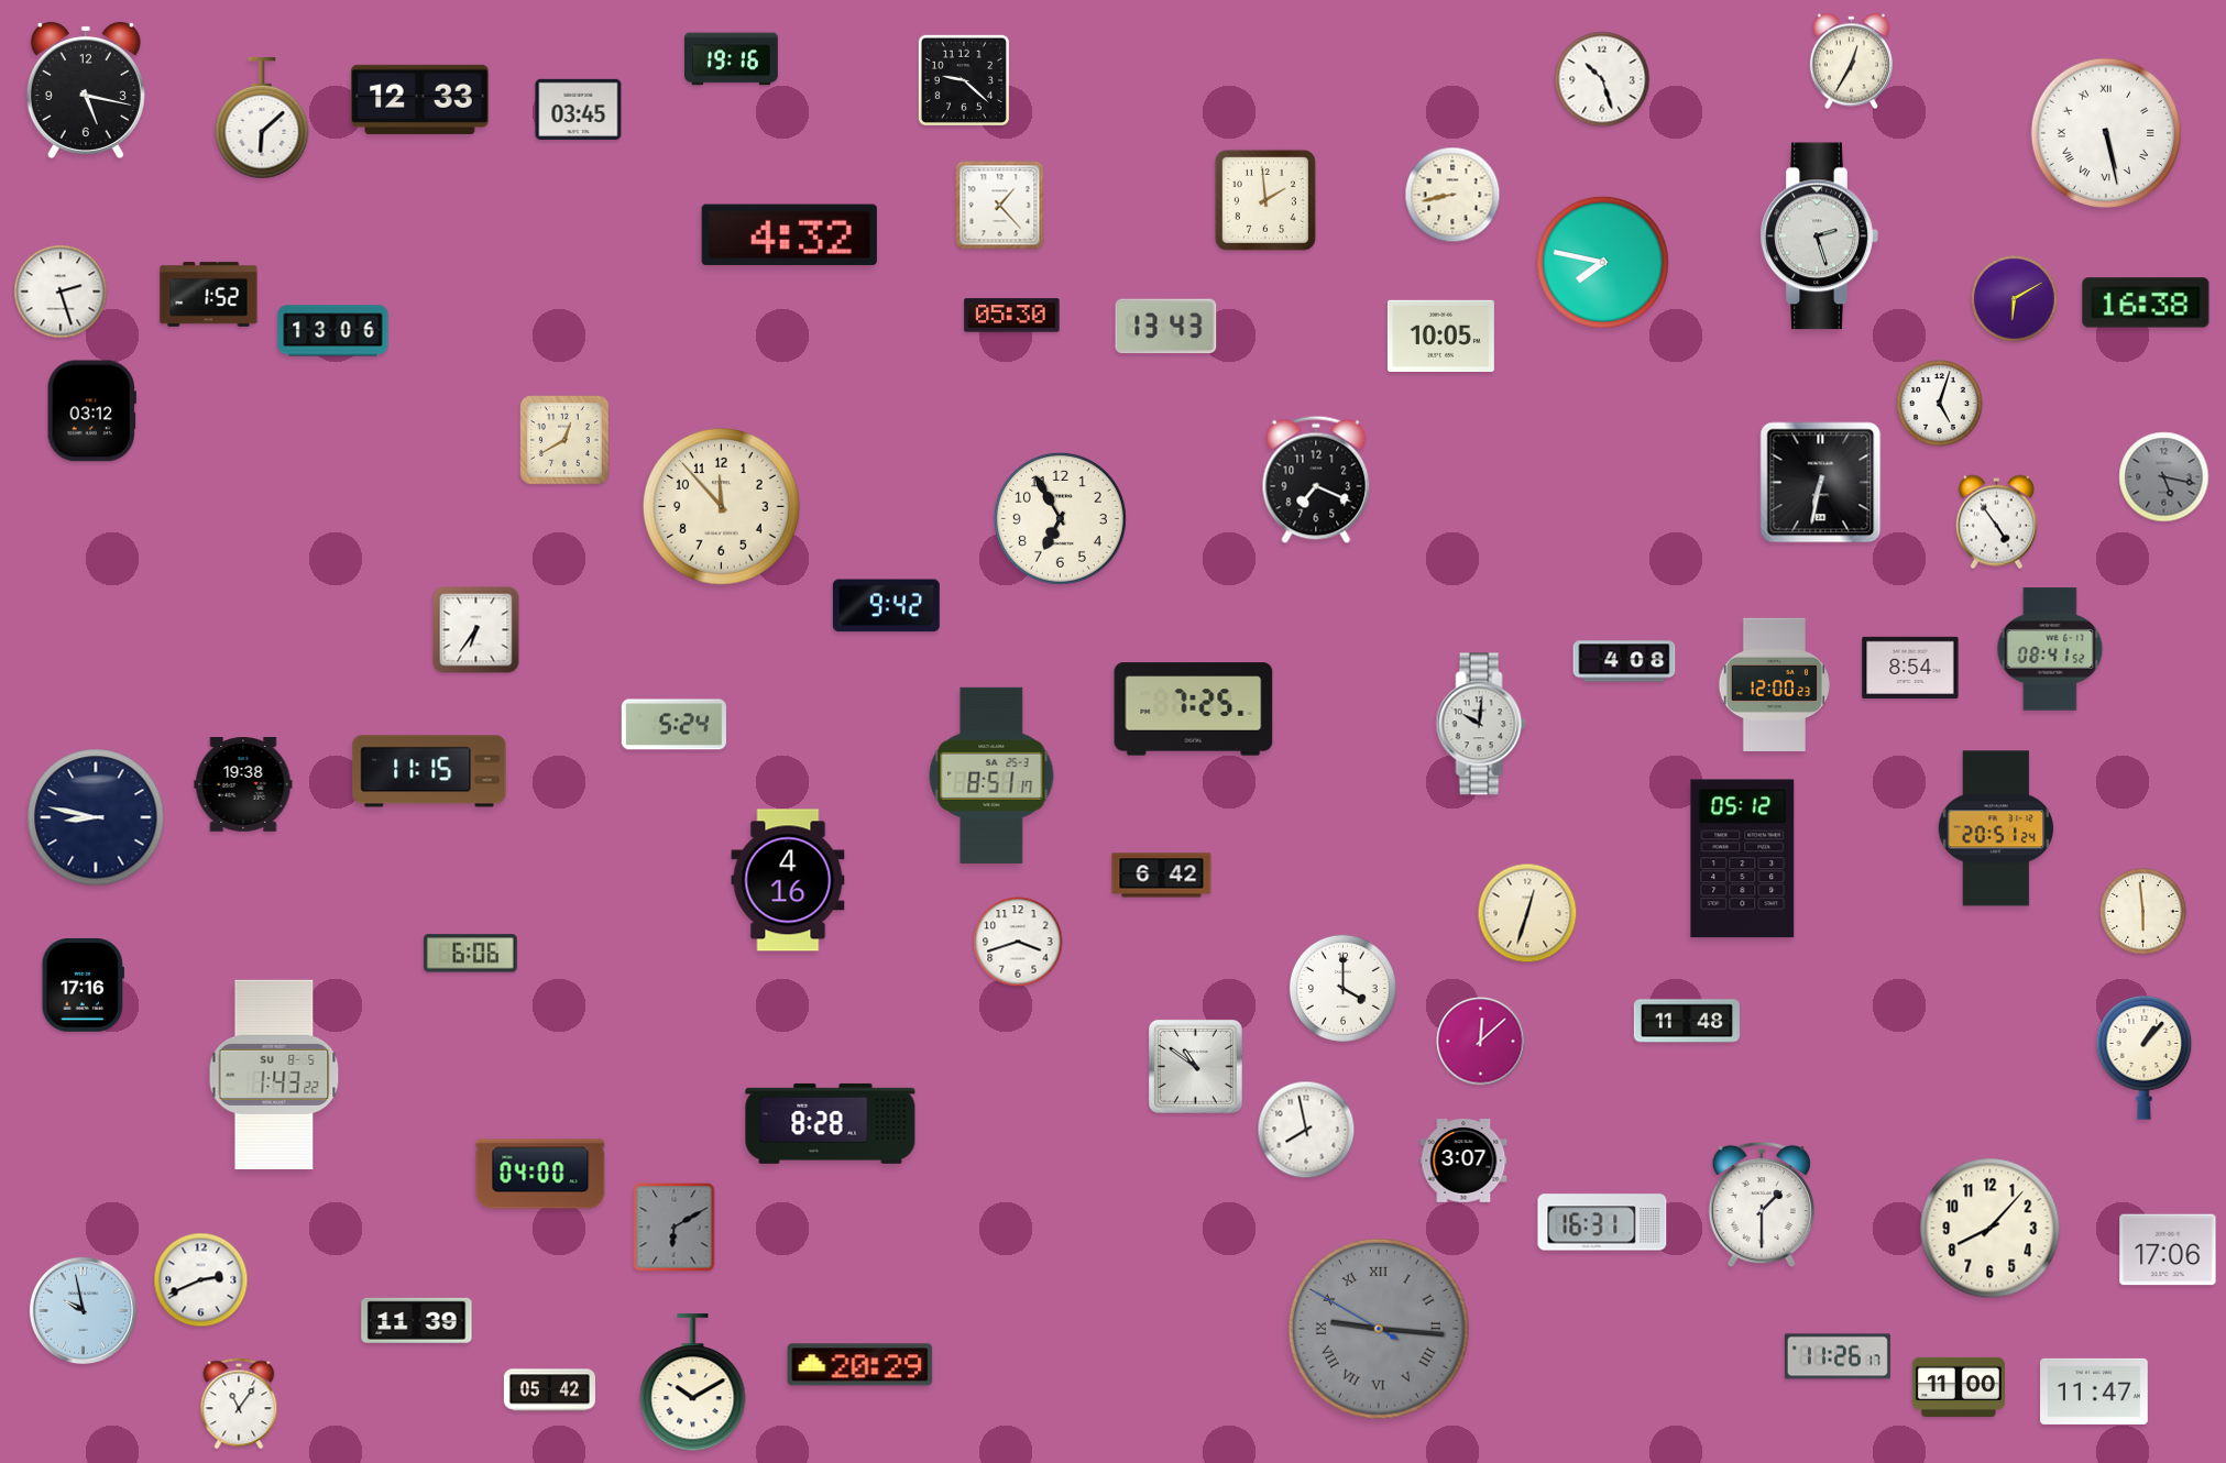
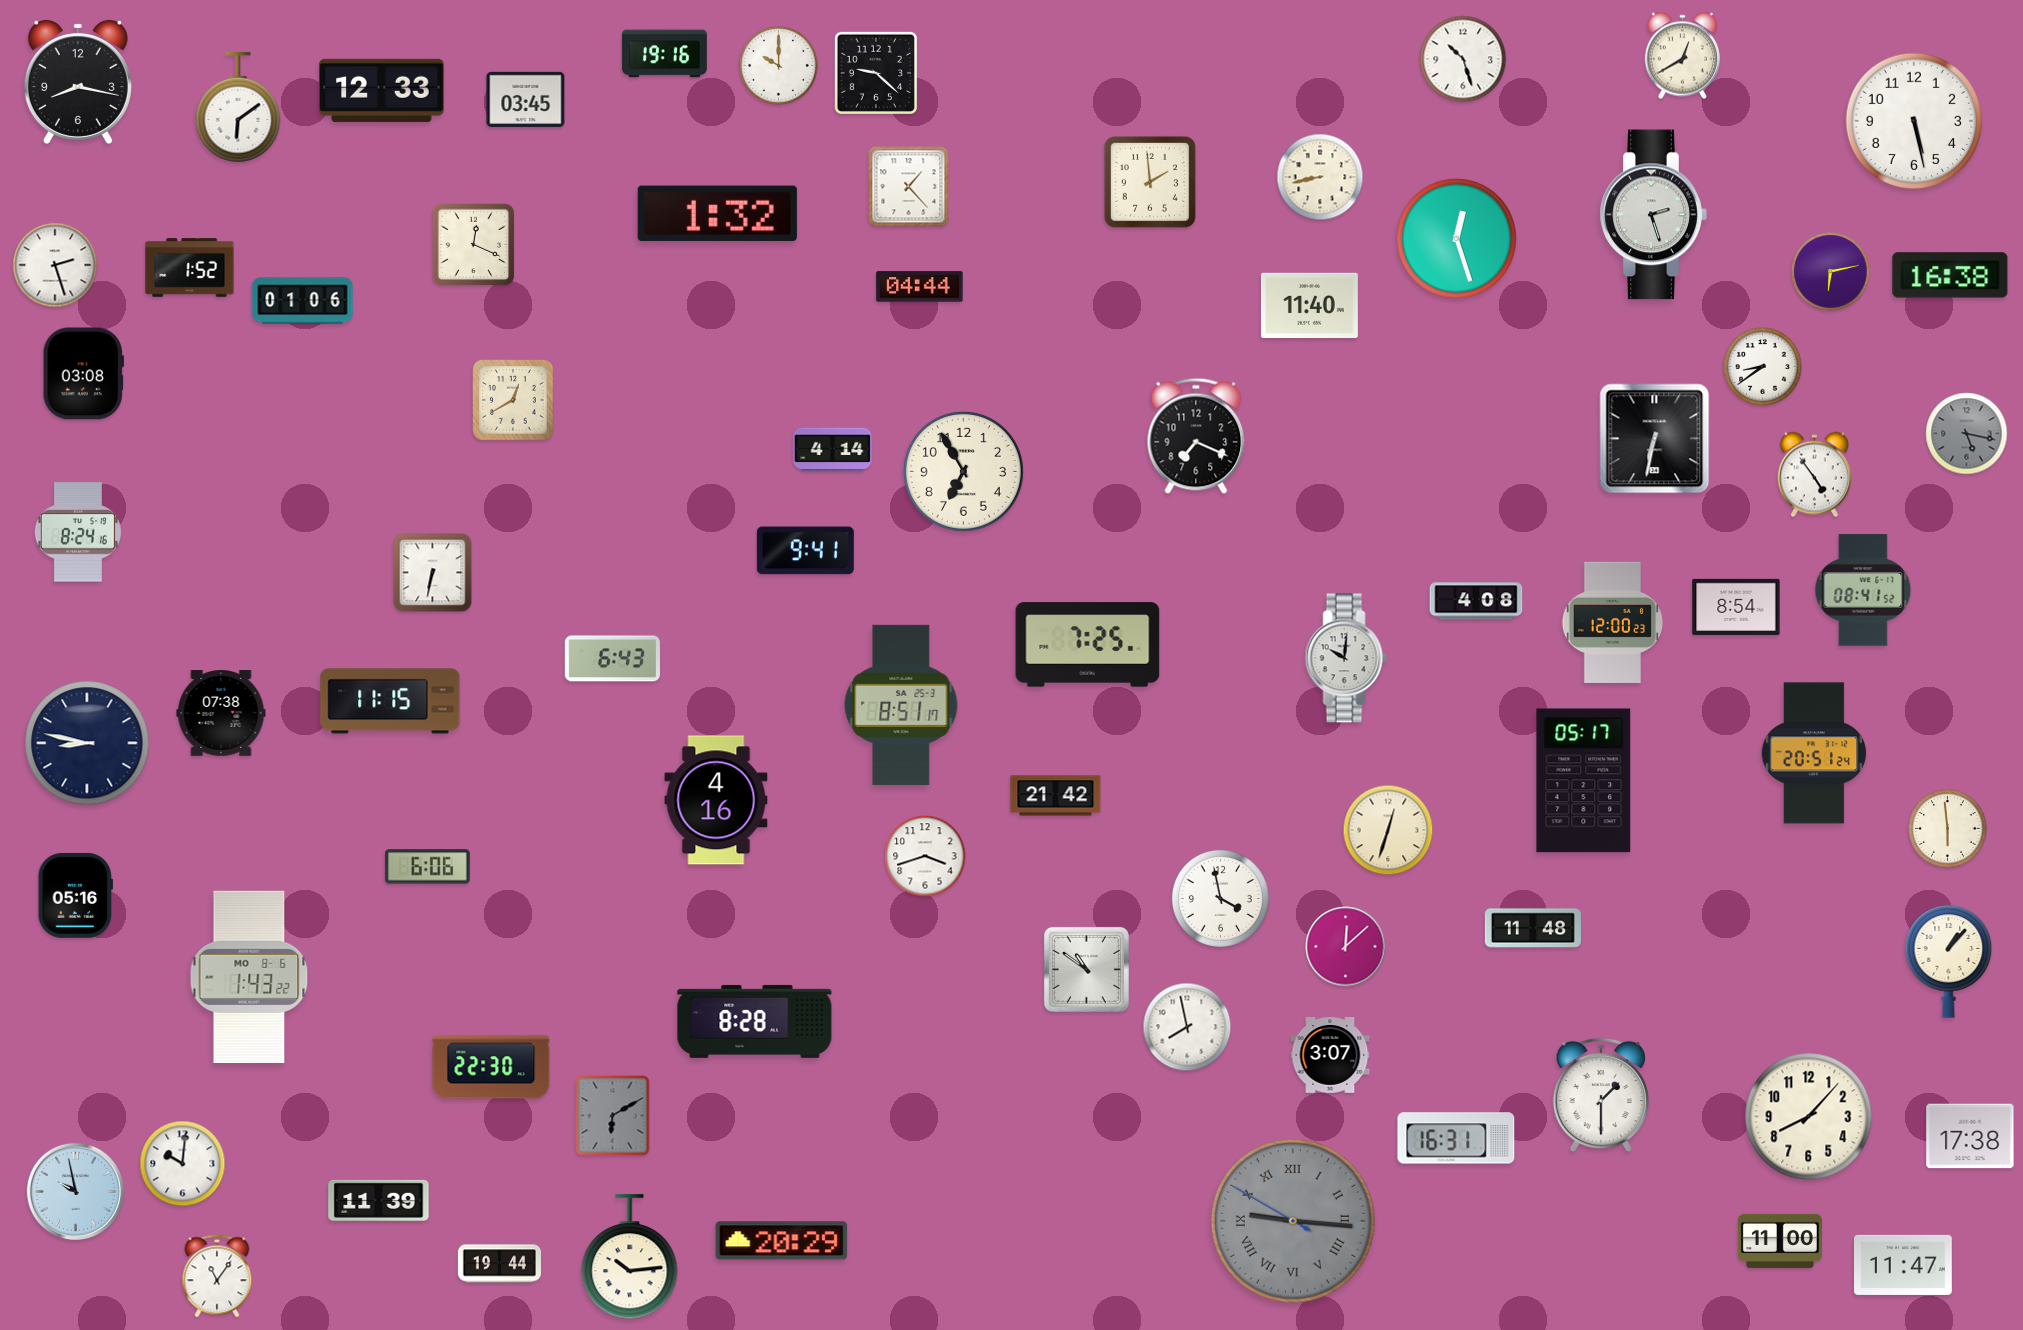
clock at (1851, 62): 12:35 -> 12:40
clock at (779, 66): none -> 10:00
clock at (1602, 79) position: (1602, 79) -> (1463, 59)
clock at (86, 90): 5:17 -> 8:17
clock at (262, 118): 6:08 -> 6:09
clock at (2105, 132) numerals: Roman -> Arabic
clock at (789, 234): 4:32 -> 1:32
clock at (1602, 262): 7:47 -> 12:27
clock at (474, 245): none -> 12:19
clock at (2015, 299): 6:10 -> 6:13
clock at (1012, 316): 05:30 -> 04:44
clock at (1166, 327): 13:43 -> none
clock at (333, 331): 13:06 -> 01:06
clock at (1440, 335): 10:05 -> 11:40
clock at (1940, 404): 5:03 -> 8:39
clock at (91, 411): 03:12 -> 03:08
clock at (833, 450): none -> 4:14
clock at (721, 506): 11:53 -> none
clock at (78, 532): none -> 8:24
clock at (886, 606): 9:42 -> 9:41
clock at (476, 630): 6:36 -> 6:32
clock at (1194, 710) position: (1194, 710) -> (1088, 645)
clock at (673, 725): 5:24 -> 6:43
clock at (243, 785): 19:38 -> 07:38
clock at (1743, 859): 05:12 -> 05:17
clock at (1162, 876): 6:42 -> 21:42
clock at (83, 986): 17:16 -> 05:16
clock at (1342, 988): 4:00 -> 3:58
clock at (274, 1075) date: SU 8-5 -> MO 8-6
clock at (540, 1174): 04:00 -> 22:30
clock at (1602, 1222) position: (1602, 1222) -> (1456, 1138)
clock at (2168, 1250): 17:06 -> 17:38
clock at (201, 1280): 2:41 -> 10:01
clock at (1379, 1329) position: (1379, 1329) -> (1293, 1221)
clock at (1838, 1356): 11:26 -> none
clock at (693, 1383): 10:10 -> 10:14
clock at (1959, 1387) position: (1959, 1387) -> (1780, 1241)
clock at (549, 1390): 05:42 -> 19:44
